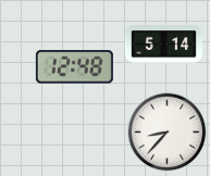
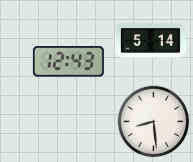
clock at (74, 67): 12:48 -> 12:43
clock at (168, 133): 8:37 -> 8:29
